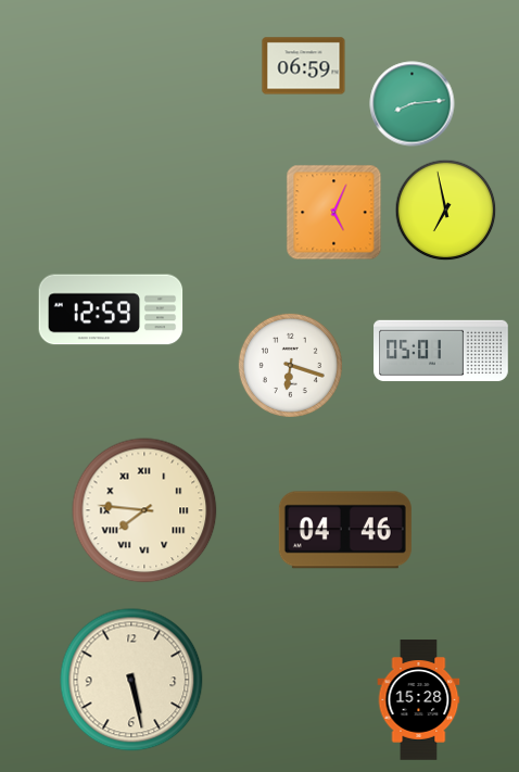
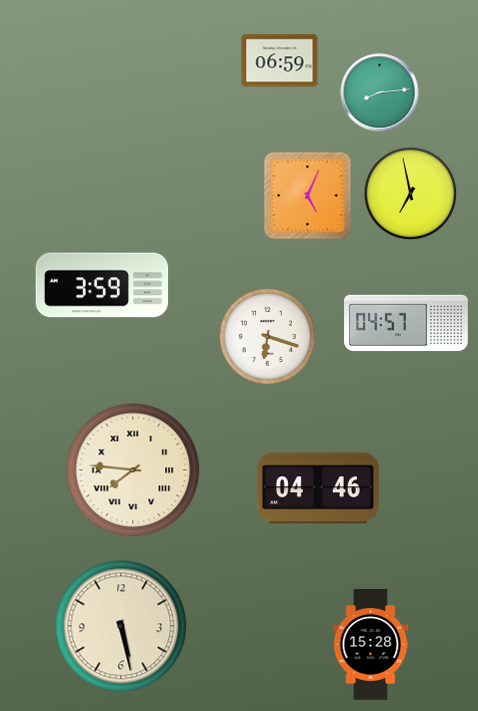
clock at (413, 104) position: (413, 104) -> (380, 93)
clock at (111, 309): 12:59 -> 3:59
clock at (441, 351): 05:01 -> 04:57
clock at (419, 700) position: (419, 700) -> (371, 645)
